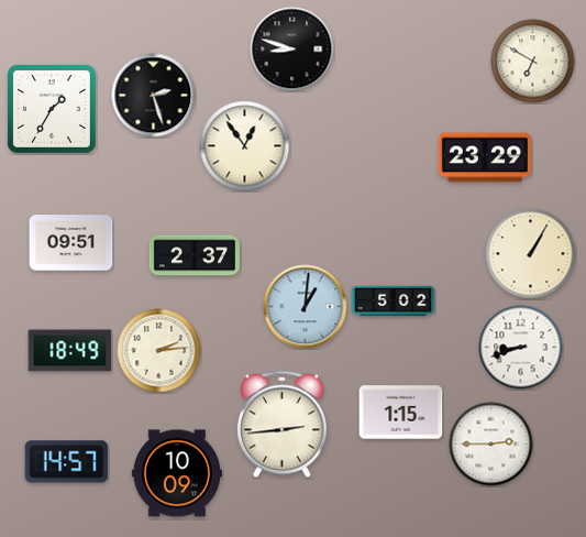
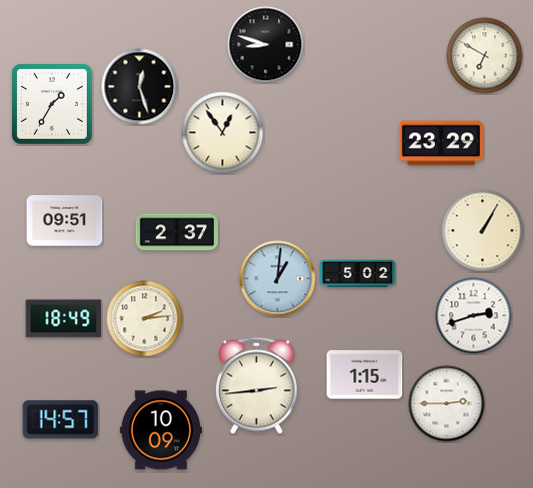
clock at (154, 96): 2:27 -> 12:27
clock at (52, 109) position: (52, 109) -> (52, 104)
clock at (521, 348): 8:42 -> 2:42
